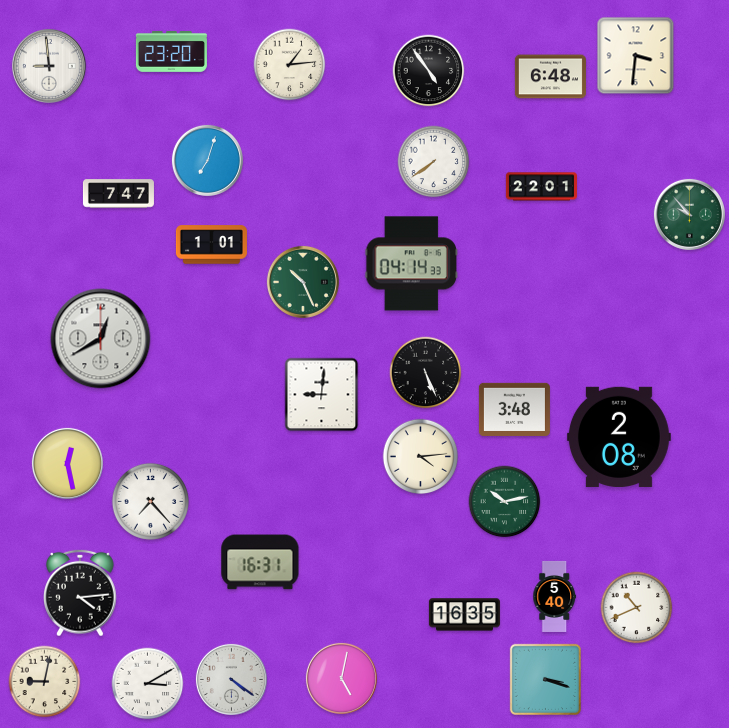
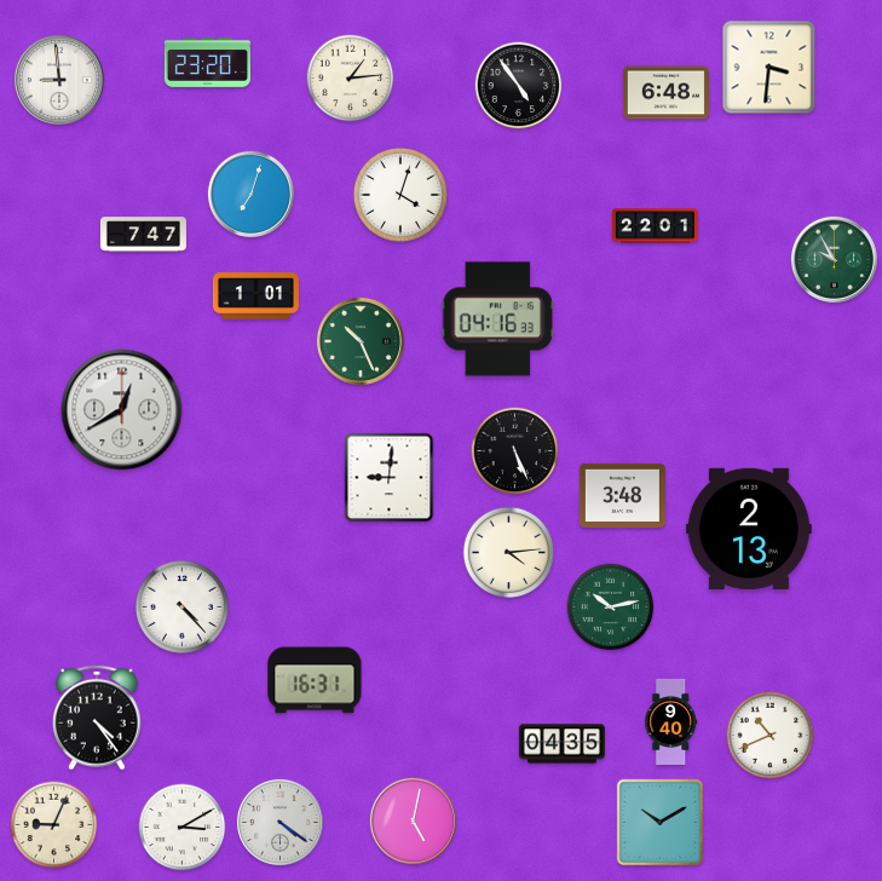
clock at (400, 195): none -> 4:03
clock at (434, 162): 7:39 -> none
clock at (689, 214): 9:53 -> 9:55
clock at (412, 264): 04:14 -> 04:16
clock at (303, 282) position: (303, 282) -> (361, 341)
clock at (619, 437): 2:08 -> 2:13
clock at (67, 463): 12:28 -> none
clock at (150, 501): 7:23 -> 4:23
clock at (81, 593): 4:14 -> 4:24
clock at (555, 596): 5:40 -> 9:40
clock at (464, 615): 16:35 -> 04:35
clock at (545, 679): 3:18 -> 10:10
clock at (45, 682): 9:02 -> 9:04
clock at (148, 684) position: (148, 684) -> (183, 828)
